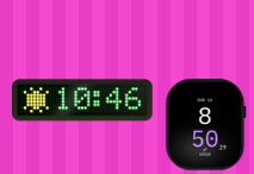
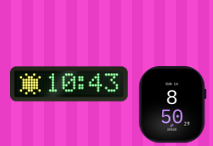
clock at (83, 100): 10:46 -> 10:43
